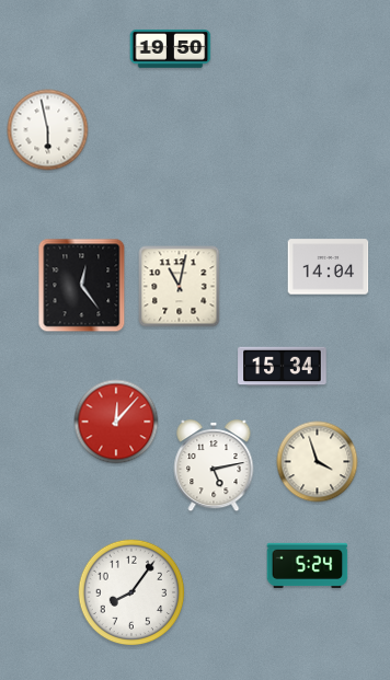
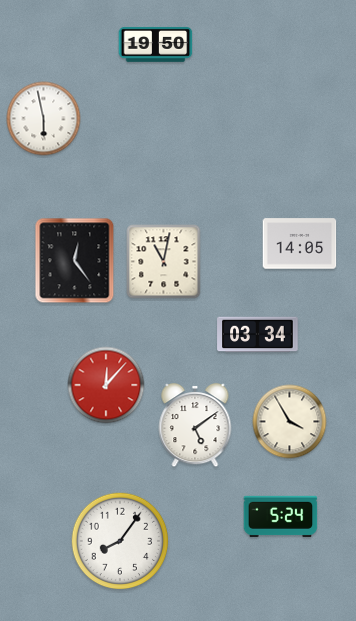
clock at (329, 267): 14:04 -> 14:05
clock at (283, 367): 15:34 -> 03:34
clock at (318, 462): 3:57 -> 3:55
clock at (214, 465): 5:13 -> 5:09
